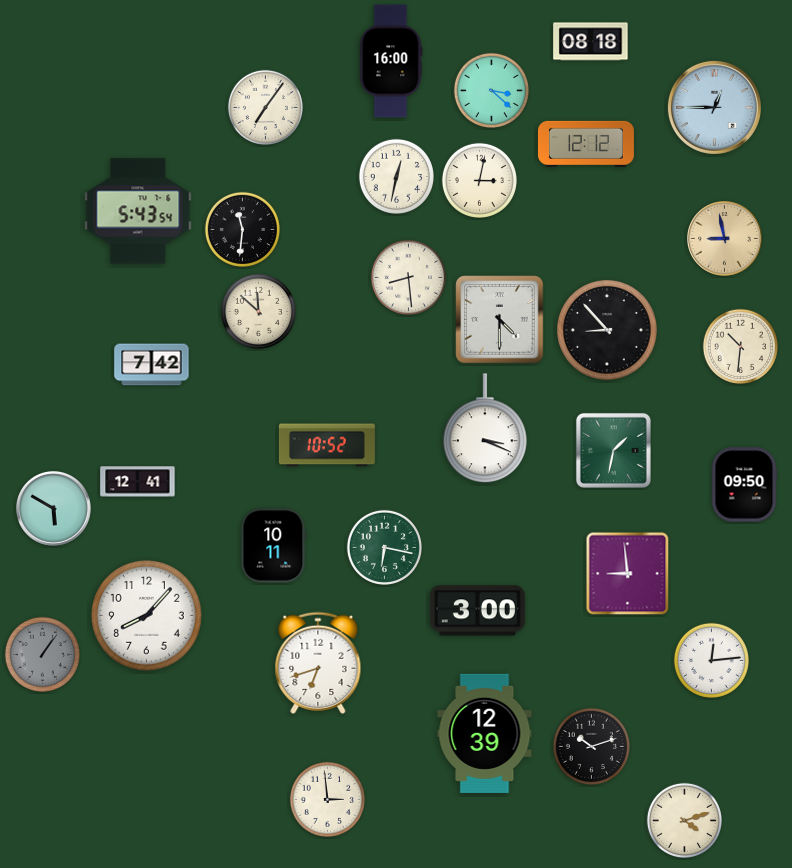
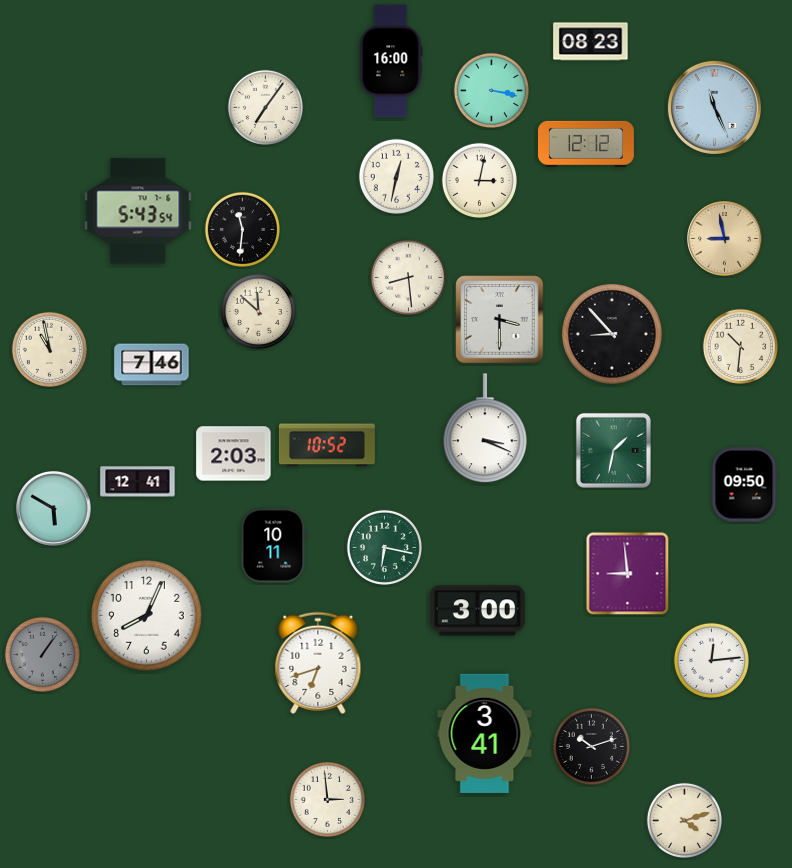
clock at (591, 42): 08:18 -> 08:23
clock at (491, 90): 3:22 -> 3:17
clock at (714, 107): 12:45 -> 11:26
clock at (500, 320): 4:30 -> 3:30
clock at (607, 330) position: (607, 330) -> (612, 334)
clock at (49, 349): none -> 10:58
clock at (152, 365): 7:42 -> 7:46
clock at (234, 454): none -> 2:03
clock at (147, 616): 8:07 -> 8:04
clock at (485, 733): 12:39 -> 3:41
